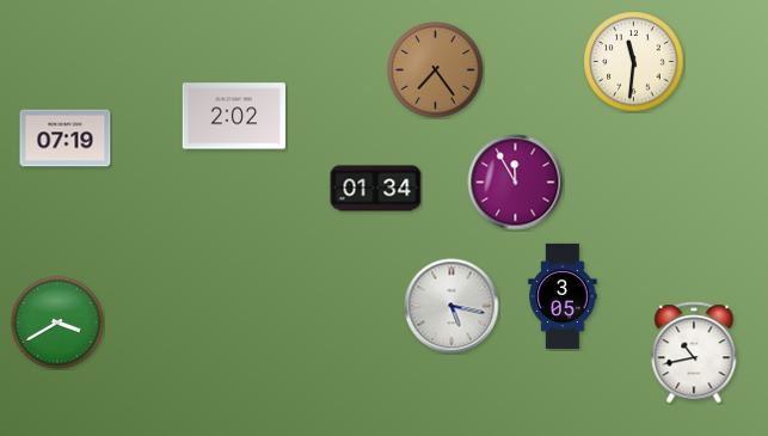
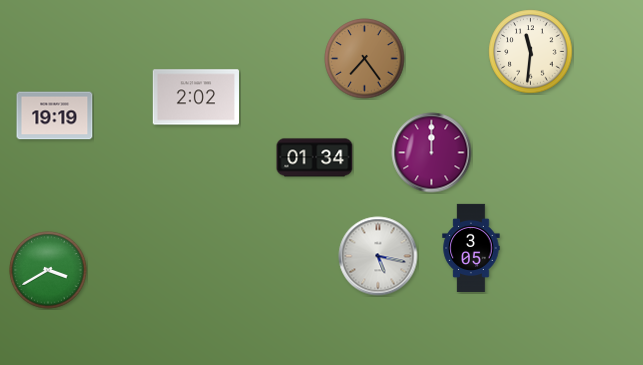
clock at (66, 139): 07:19 -> 19:19
clock at (516, 183): 11:55 -> 12:00
clock at (694, 352): 10:43 -> none
